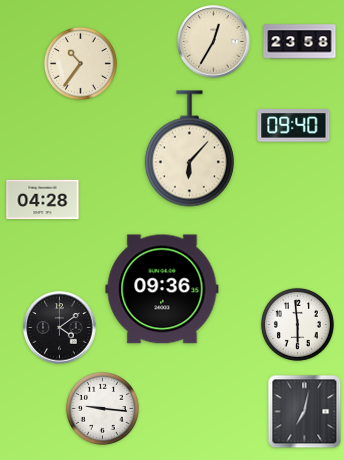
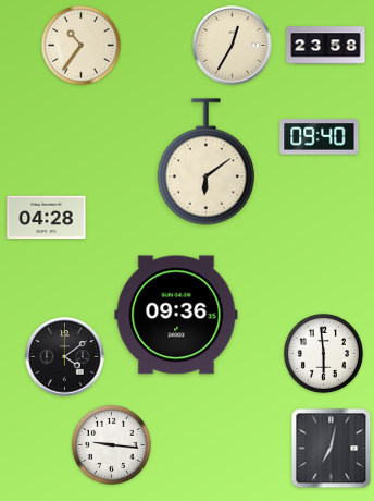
clock at (80, 63) position: (80, 63) -> (80, 45)
clock at (189, 149): 6:07 -> 6:09
